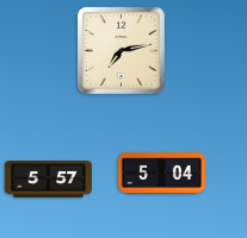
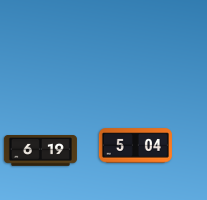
clock at (121, 50): 7:13 -> none
clock at (48, 180): 5:57 -> 6:19
